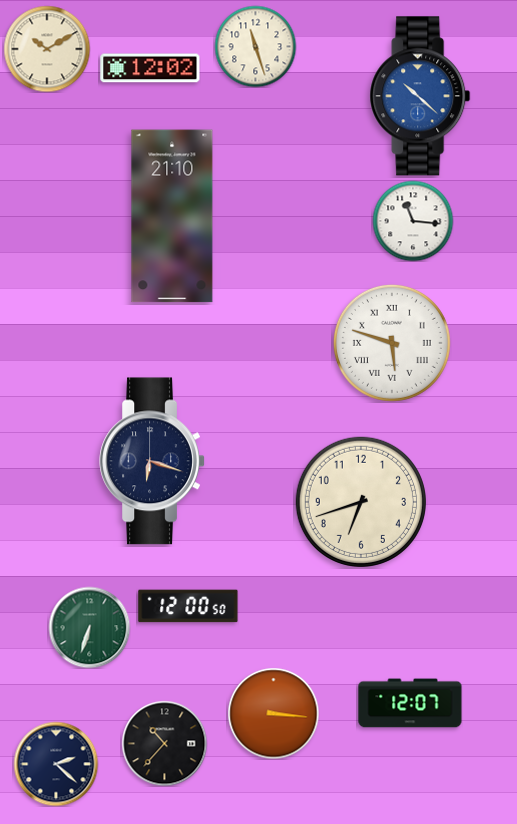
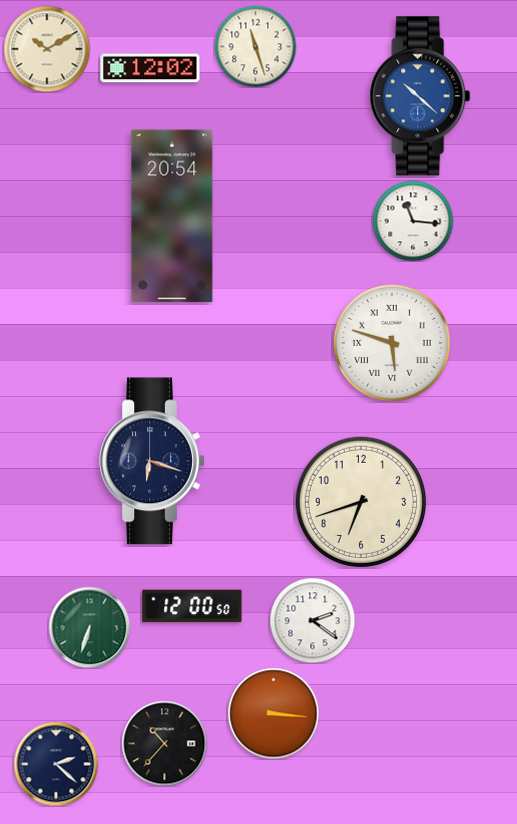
clock at (172, 216): 21:10 -> 20:54
clock at (188, 606) position: (188, 606) -> (192, 606)
clock at (312, 620): none -> 2:21
clock at (410, 703): 12:07 -> none
